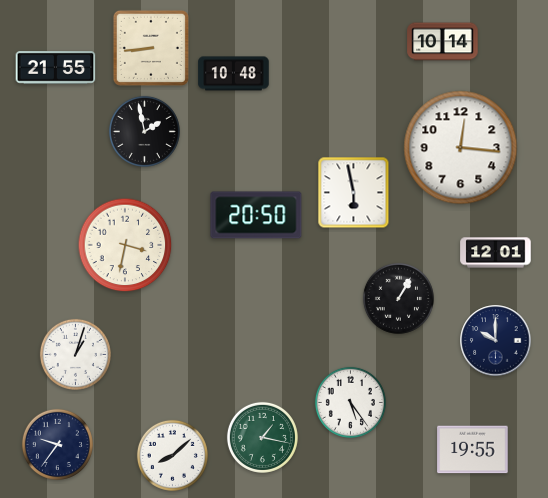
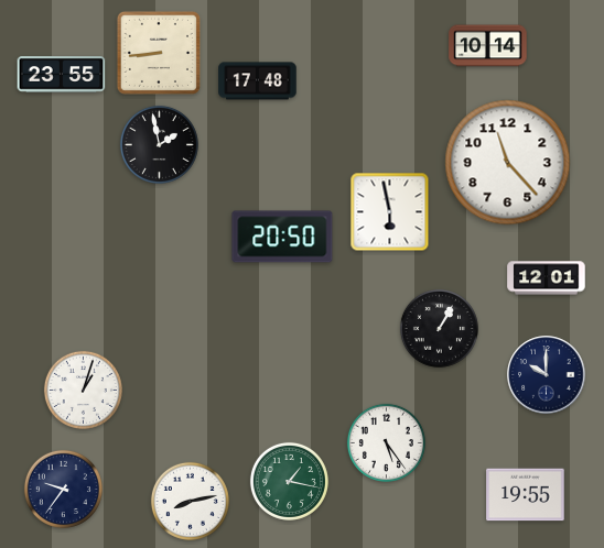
clock at (151, 48) position: (151, 48) -> (159, 53)
clock at (56, 68): 21:55 -> 23:55
clock at (234, 74): 10:48 -> 17:48
clock at (461, 148): 12:16 -> 11:23
clock at (125, 245): 3:32 -> none
clock at (473, 450) position: (473, 450) -> (526, 495)
clock at (172, 455): 8:08 -> 8:13
